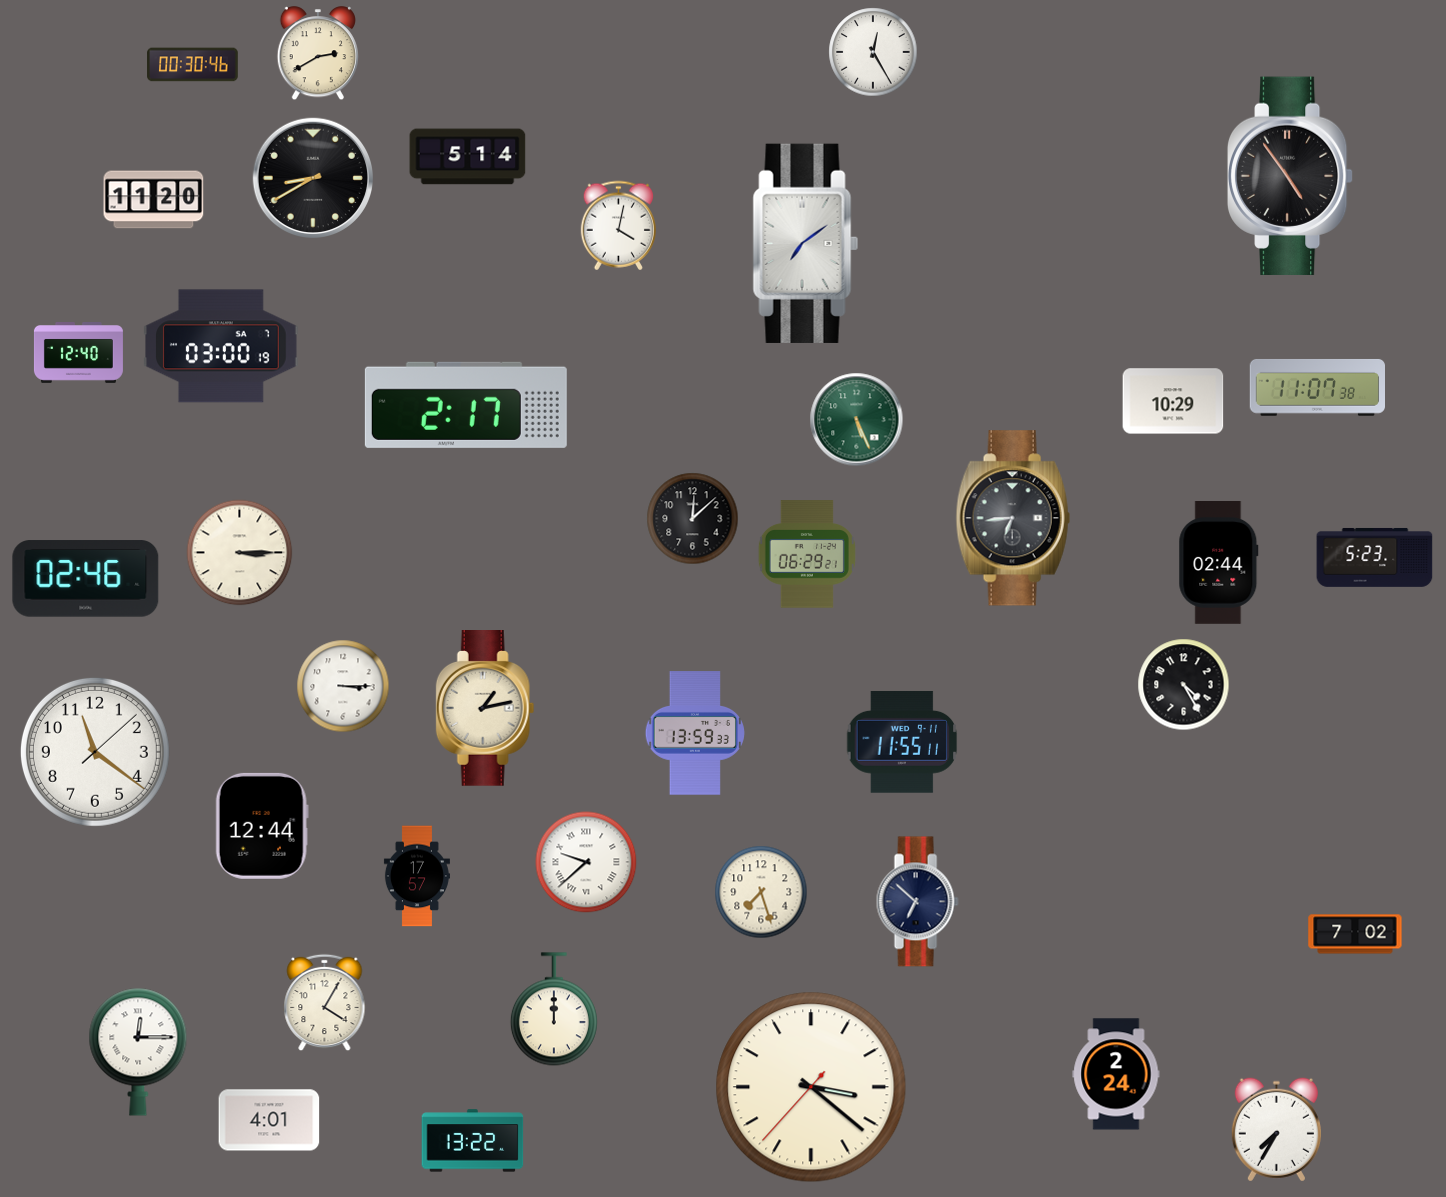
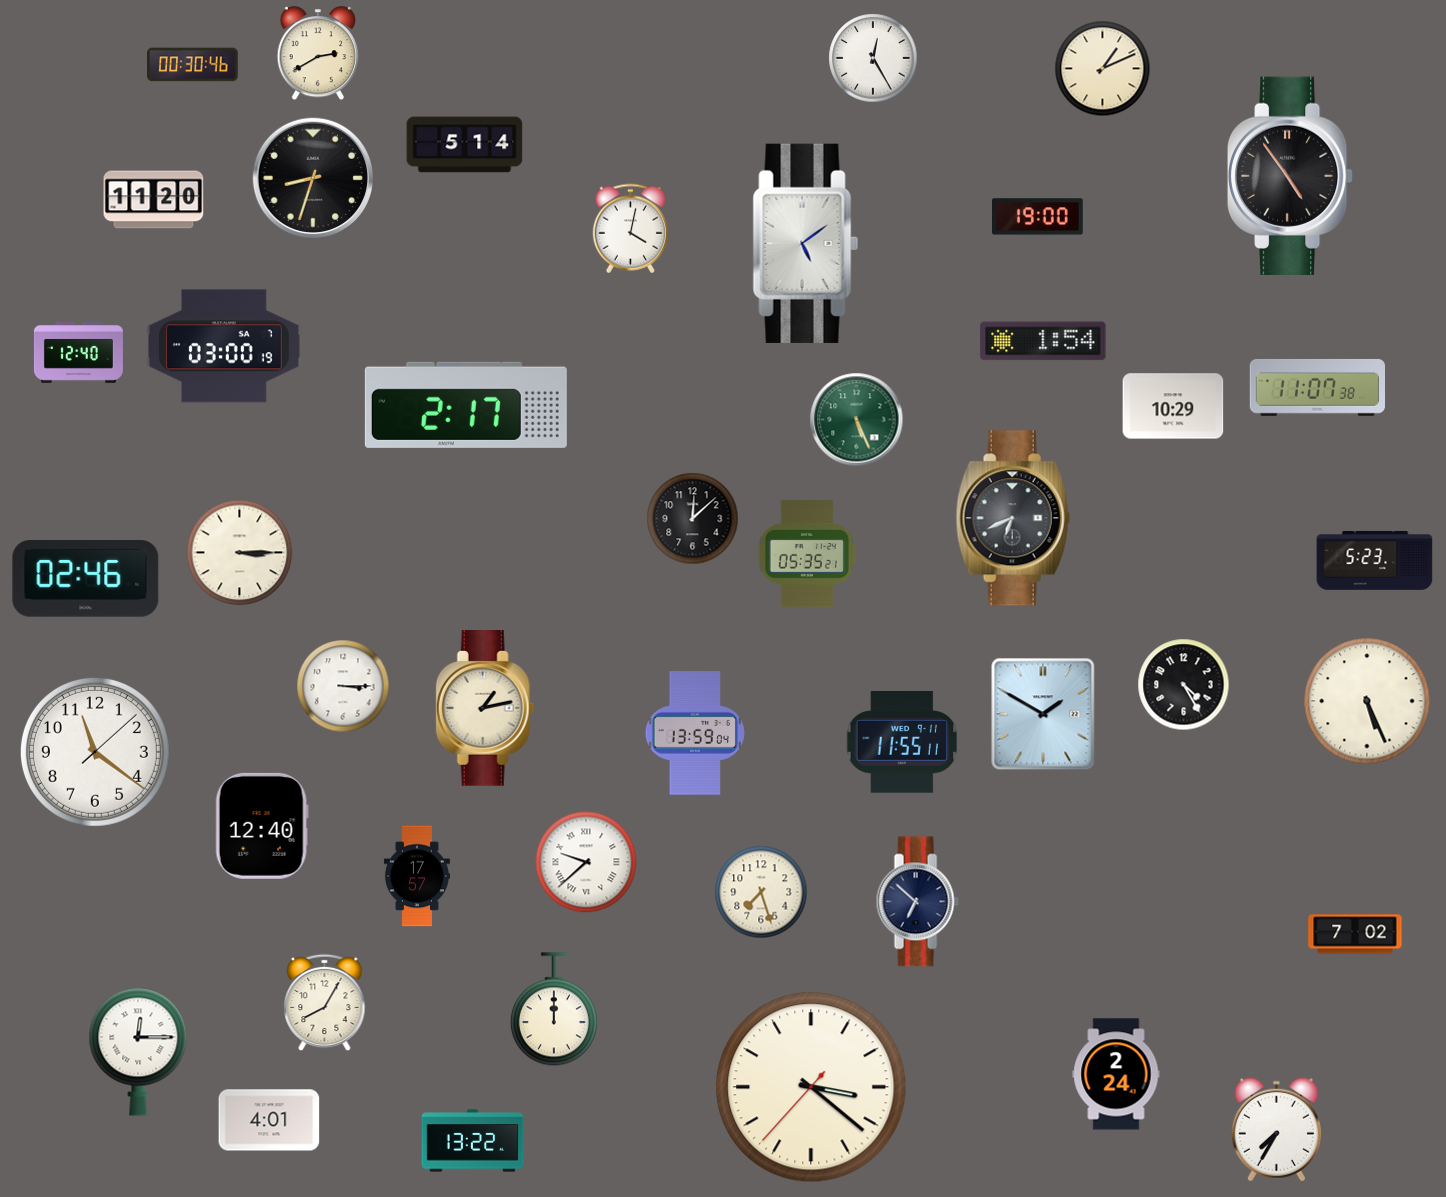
clock at (873, 52) position: (873, 52) -> (873, 58)
clock at (1103, 69): none -> 1:11
clock at (468, 157) position: (468, 157) -> (465, 145)
clock at (312, 177): 8:40 -> 8:33
clock at (1038, 217): none -> 19:00
clock at (618, 226) position: (618, 226) -> (630, 229)
clock at (806, 243): 7:09 -> 5:09
clock at (1043, 341): none -> 1:54
clock at (222, 346) position: (222, 346) -> (225, 346)
clock at (1173, 401) position: (1173, 401) -> (1173, 406)
clock at (1013, 518): 6:44 -> 6:41
clock at (807, 554): 06:29 -> 05:35
clock at (1375, 557) position: (1375, 557) -> (1375, 560)
clock at (1219, 563): 02:44 -> none
clock at (1367, 701): none -> 5:26
clock at (1043, 714): none -> 1:50
clock at (694, 733): 13:59:33 -> 13:59:04
clock at (262, 826): 12:44 -> 12:40
clock at (325, 1003): 4:05 -> 8:05
